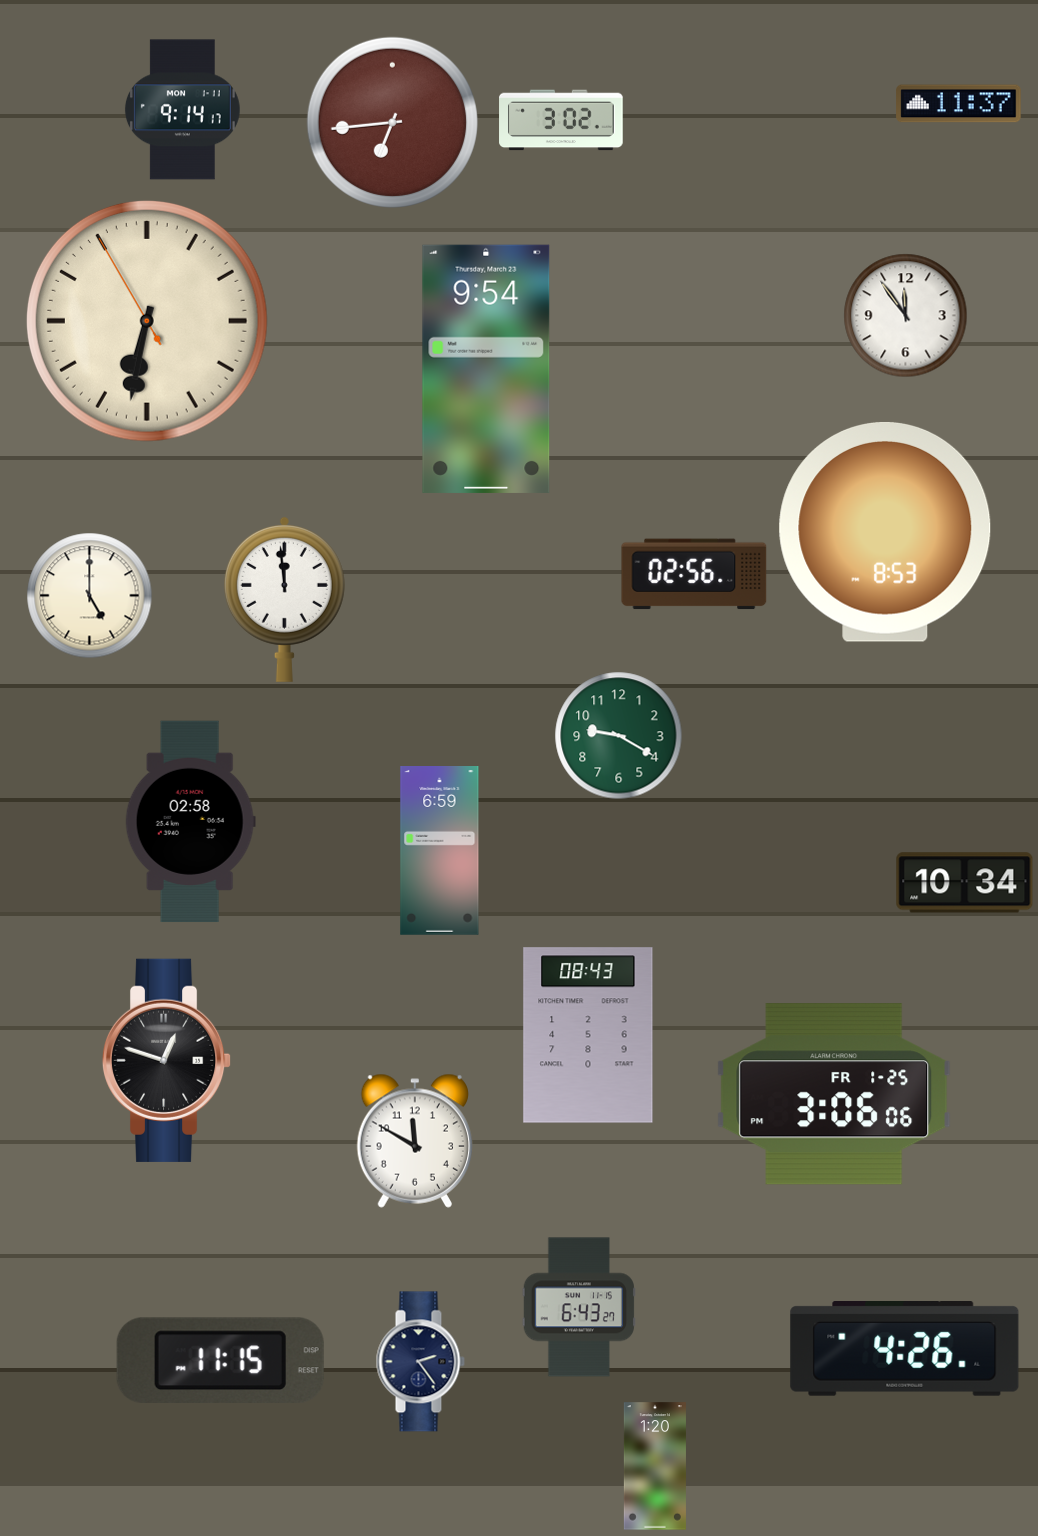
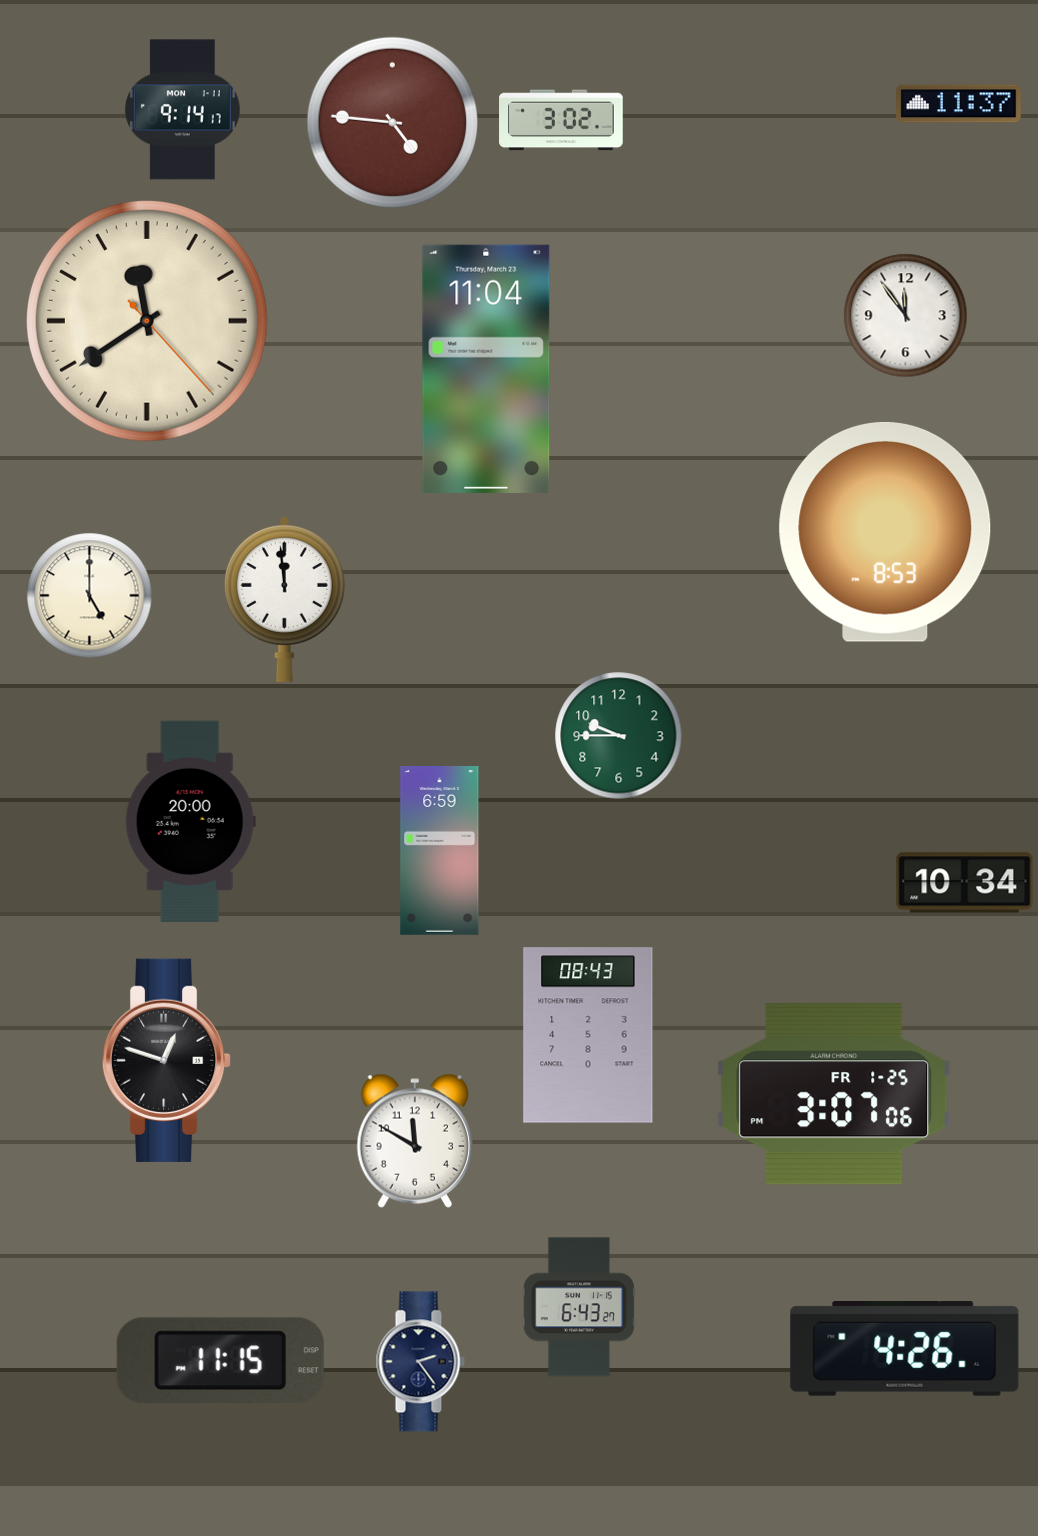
clock at (392, 122): 6:44 -> 4:46
clock at (147, 321): 6:31 -> 11:39
clock at (486, 369): 9:54 -> 11:04
clock at (694, 574): 02:56 -> none
clock at (619, 736): 9:20 -> 9:45
clock at (190, 822): 02:58 -> 20:00
clock at (834, 1094): 3:06 -> 3:07
clock at (655, 1466): 1:20 -> none
